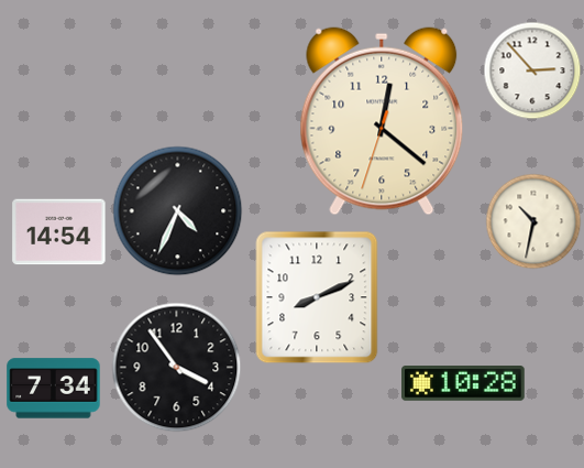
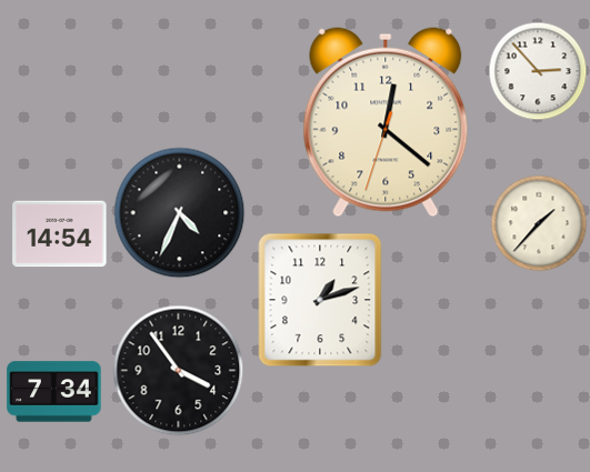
clock at (533, 221): 10:32 -> 1:37
clock at (317, 297): 8:11 -> 1:12
clock at (464, 384): 10:28 -> none
